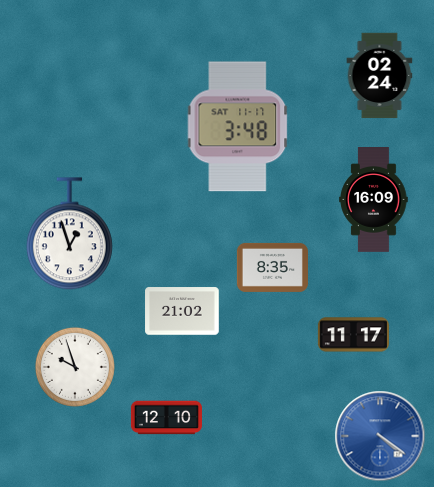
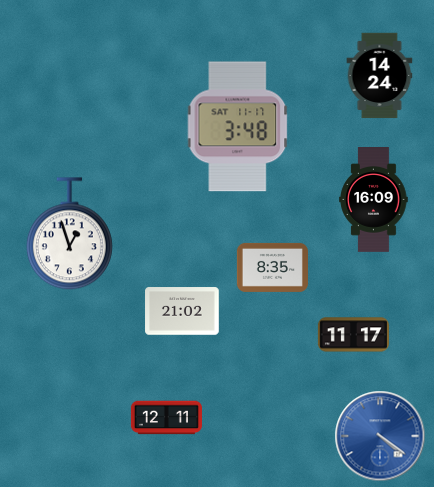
clock at (380, 76): 02:24 -> 14:24
clock at (75, 367): 9:57 -> none
clock at (166, 418): 12:10 -> 12:11
